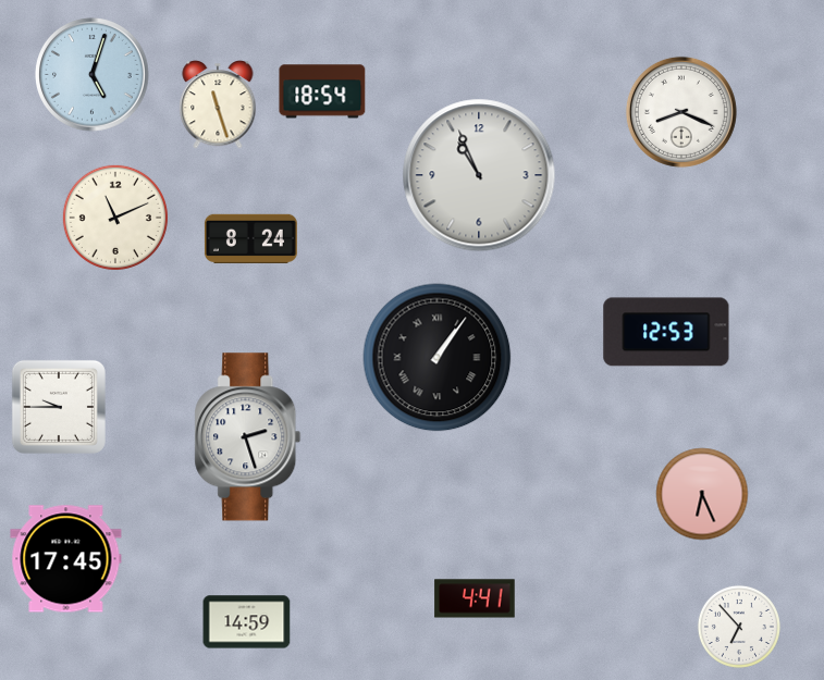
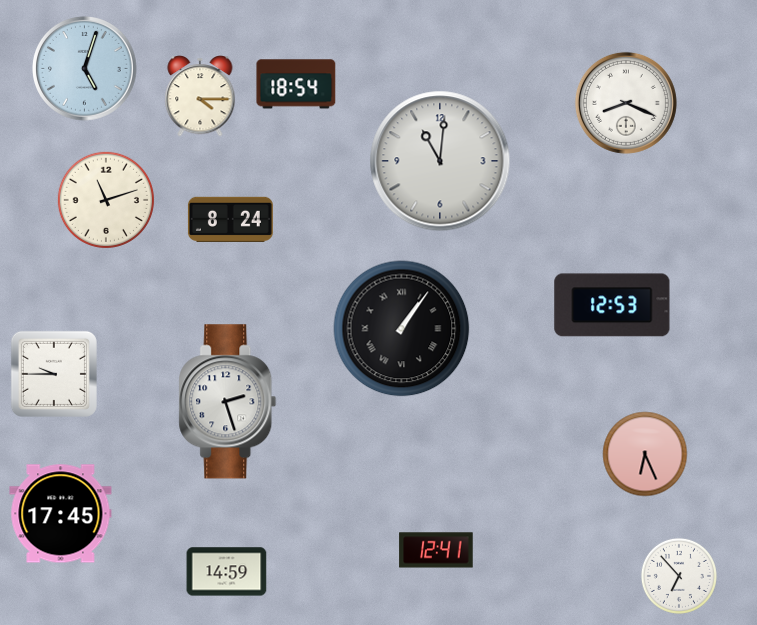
clock at (218, 104): 11:27 -> 4:15
clock at (479, 175): 10:56 -> 11:01
clock at (115, 218): 11:11 -> 11:12
clock at (475, 598): 4:41 -> 12:41
